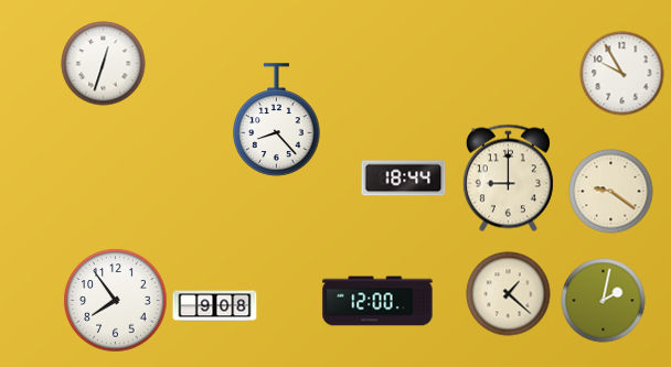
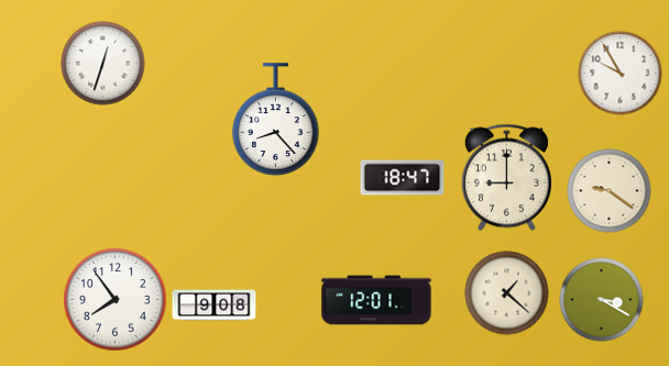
clock at (404, 179): 18:44 -> 18:47
clock at (377, 301): 12:00 -> 12:01
clock at (604, 301): 2:02 -> 3:20
